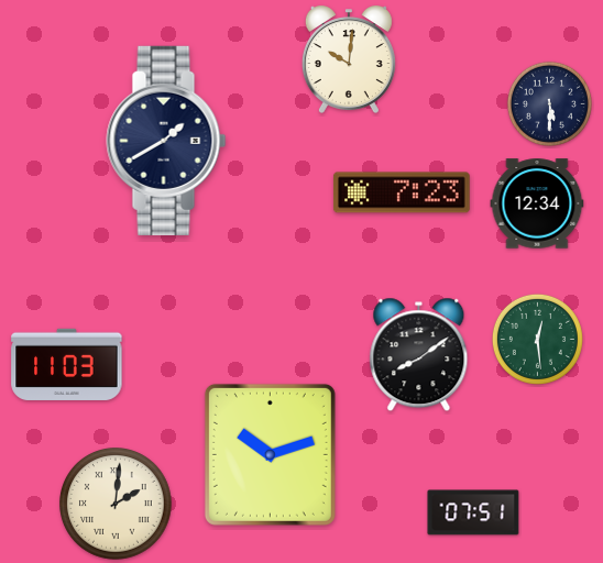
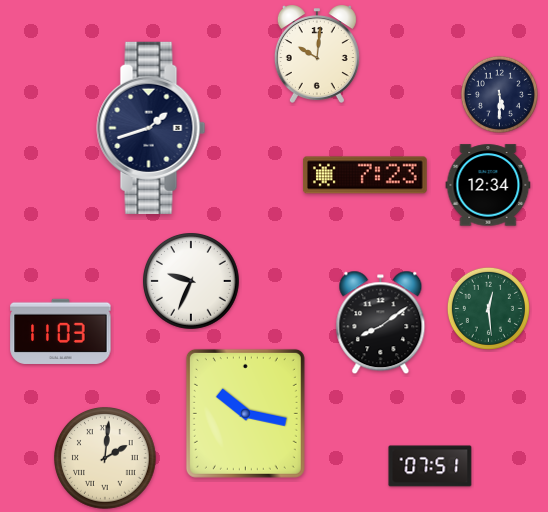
clock at (166, 141): 1:40 -> 1:42
clock at (192, 282): none -> 9:34
clock at (270, 454): 10:12 -> 10:17
